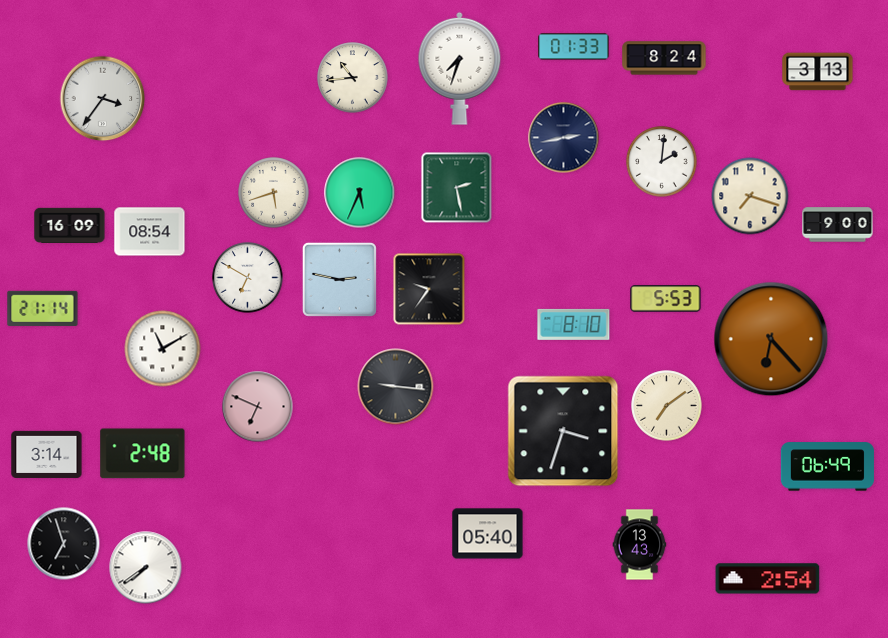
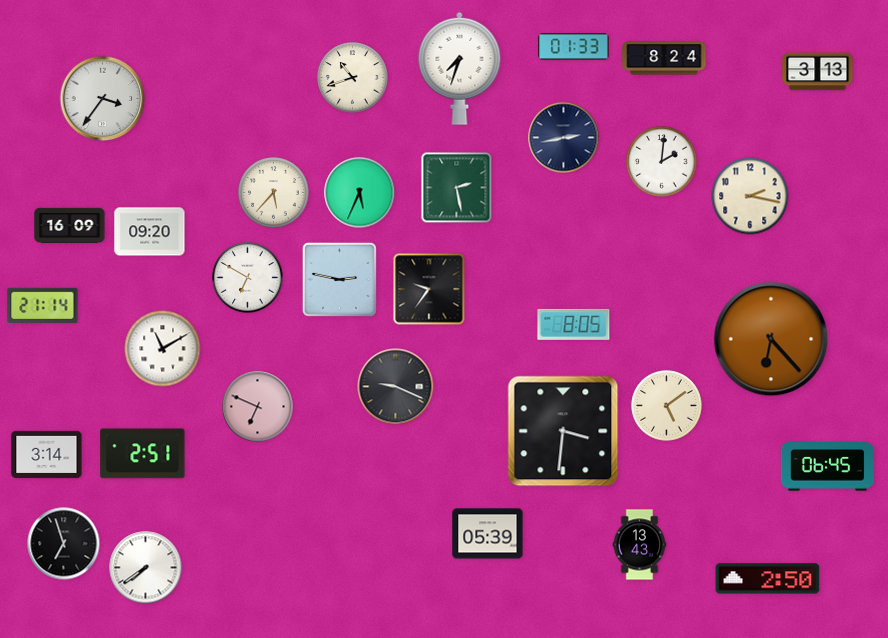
clock at (353, 78): 10:44 -> 10:42
clock at (274, 193): 5:42 -> 5:37
clock at (750, 196): 7:18 -> 2:17
clock at (838, 225): 9:00 -> none
clock at (150, 232): 08:54 -> 09:20
clock at (666, 299): 5:53 -> none
clock at (43, 308) position: (43, 308) -> (43, 305)
clock at (574, 324): 8:10 -> 8:05
clock at (396, 387): 9:16 -> 9:19
clock at (667, 406): 7:09 -> 5:09
clock at (563, 431): 3:33 -> 3:31
clock at (143, 454): 2:48 -> 2:51
clock at (827, 467): 06:49 -> 06:45
clock at (488, 534): 05:40 -> 05:39
clock at (768, 579): 2:54 -> 2:50
